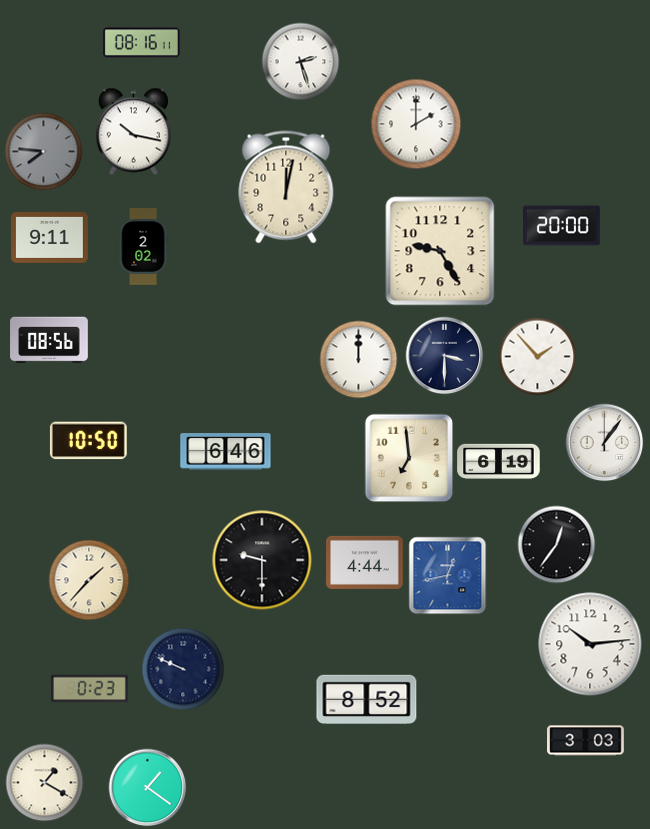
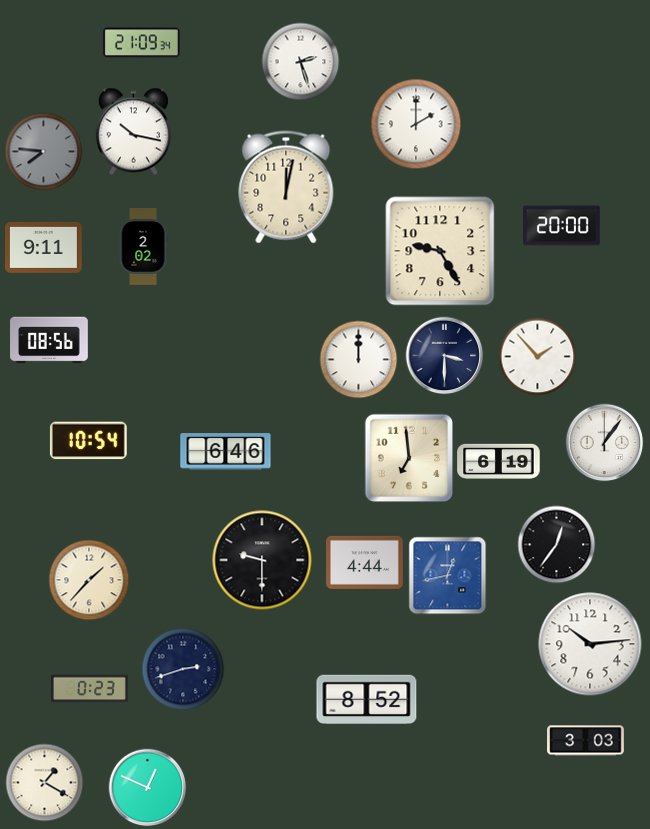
clock at (141, 43): 08:16 -> 21:09
clock at (50, 237) position: (50, 237) -> (44, 247)
clock at (88, 441): 10:50 -> 10:54
clock at (183, 669): 9:49 -> 2:42
clock at (147, 787): 1:21 -> 12:49
